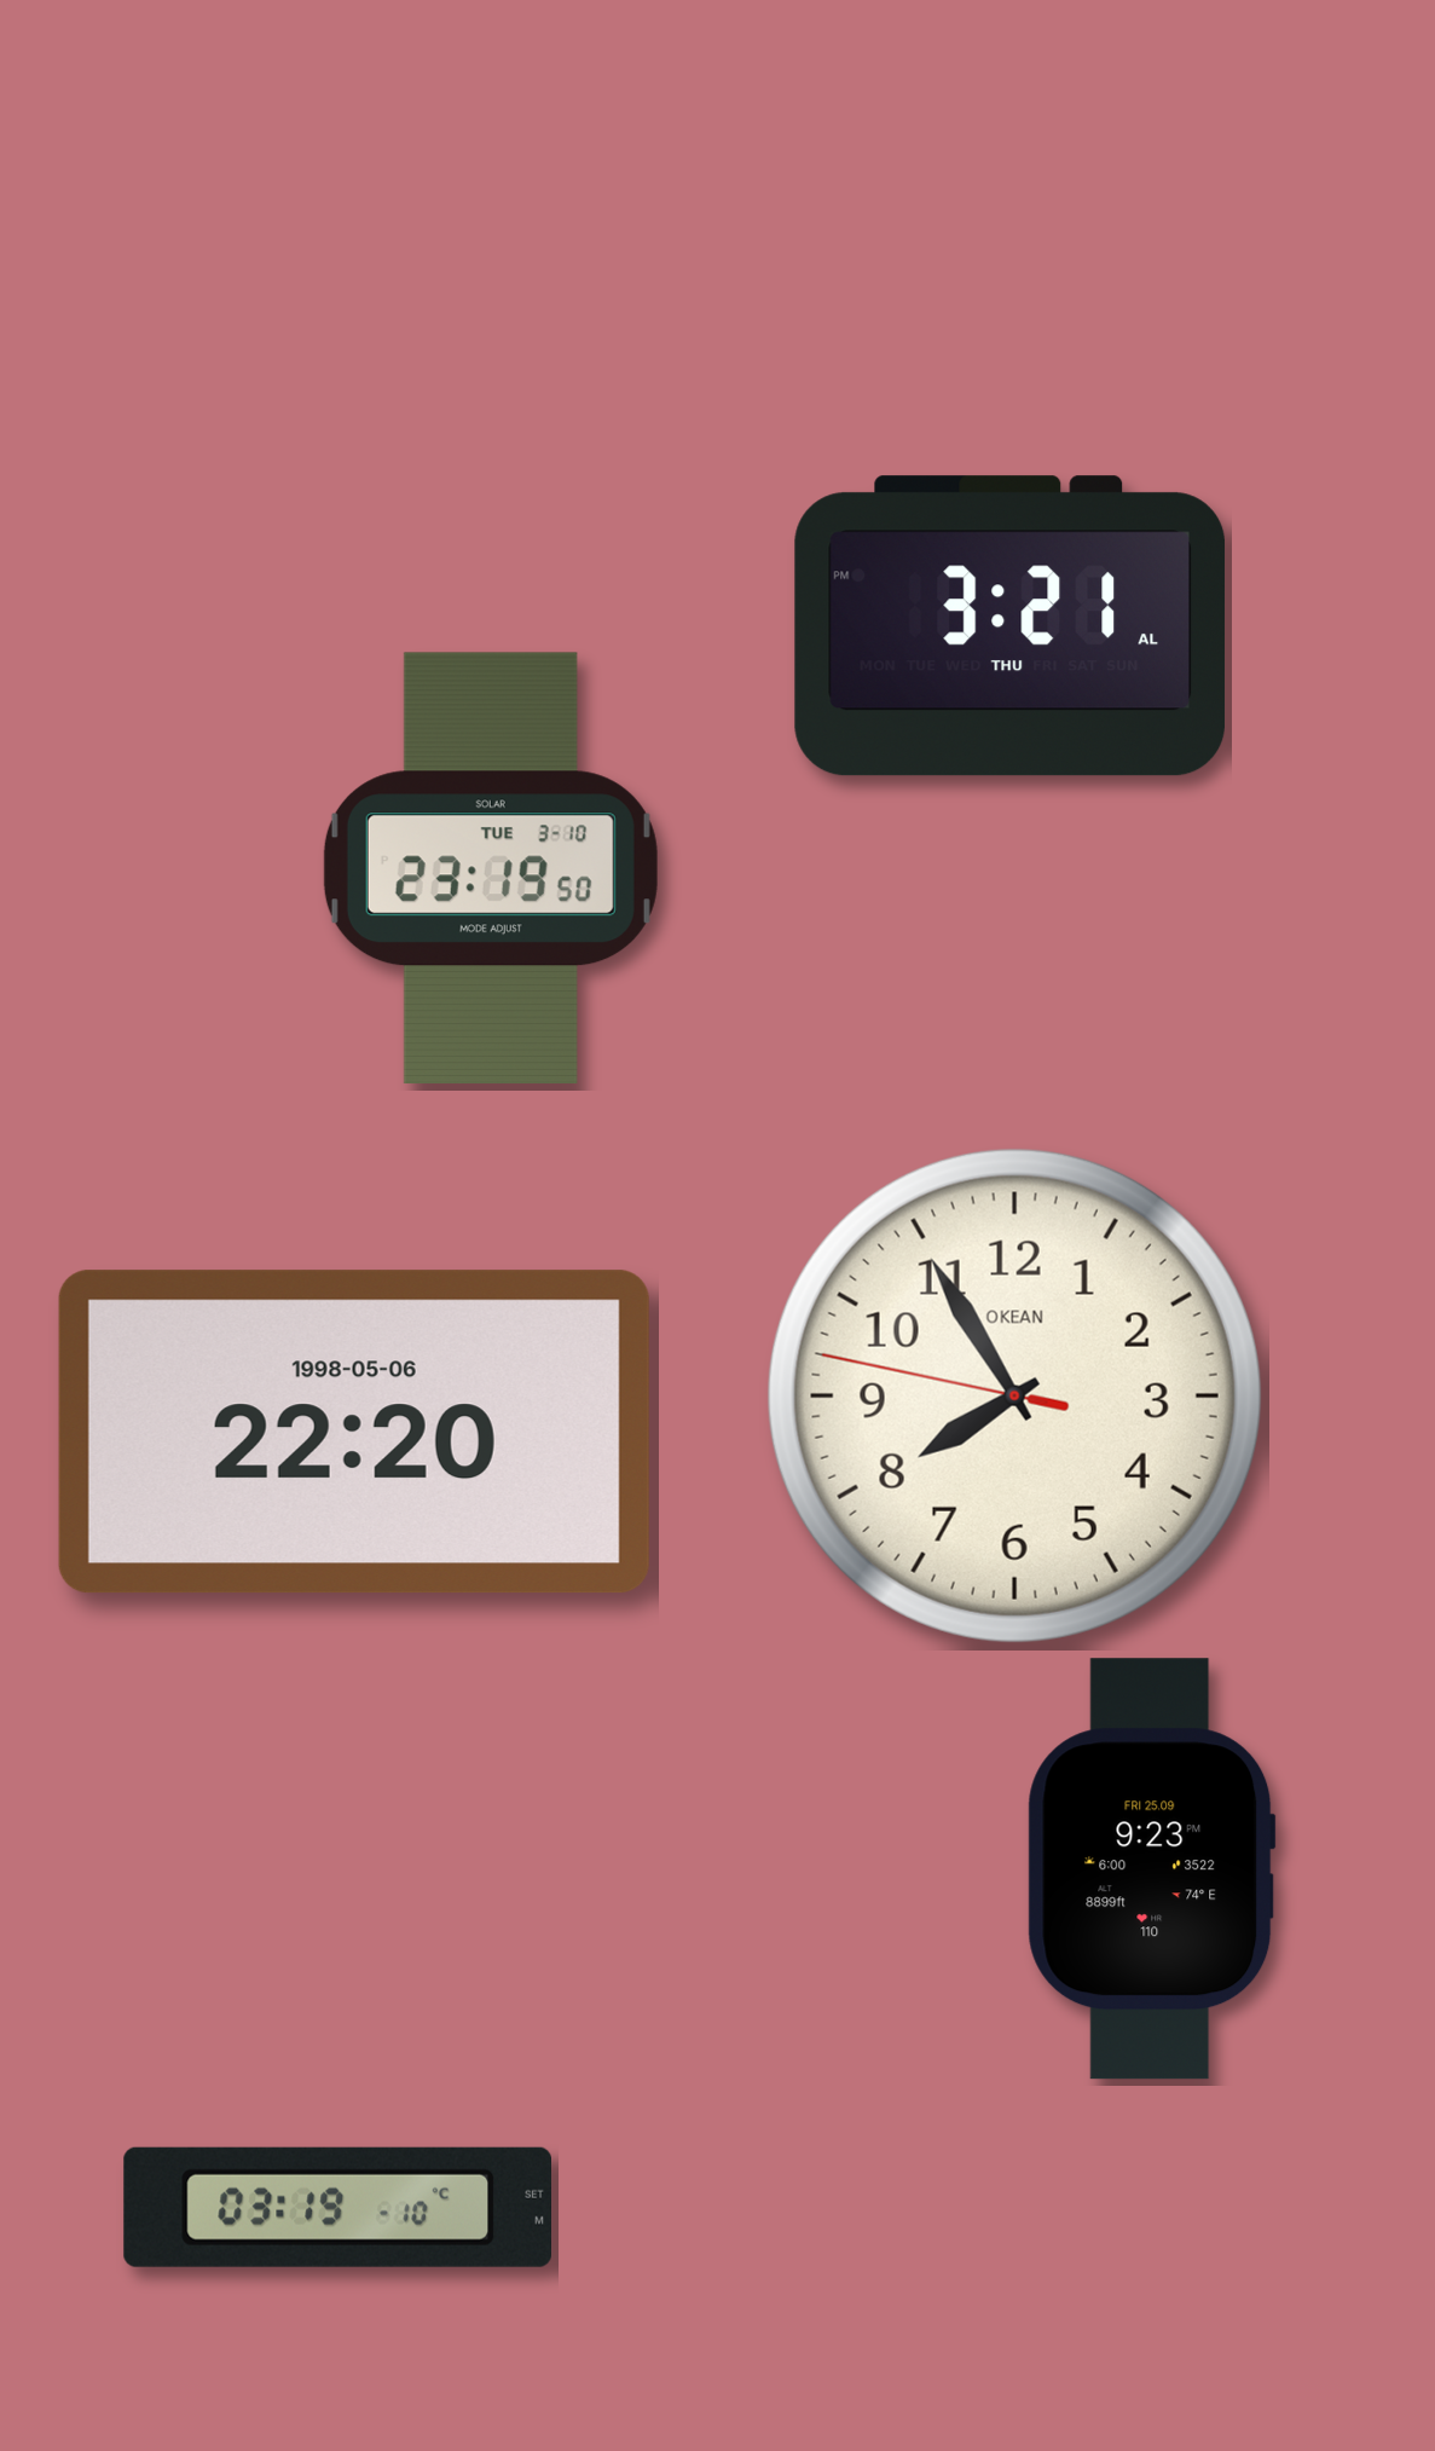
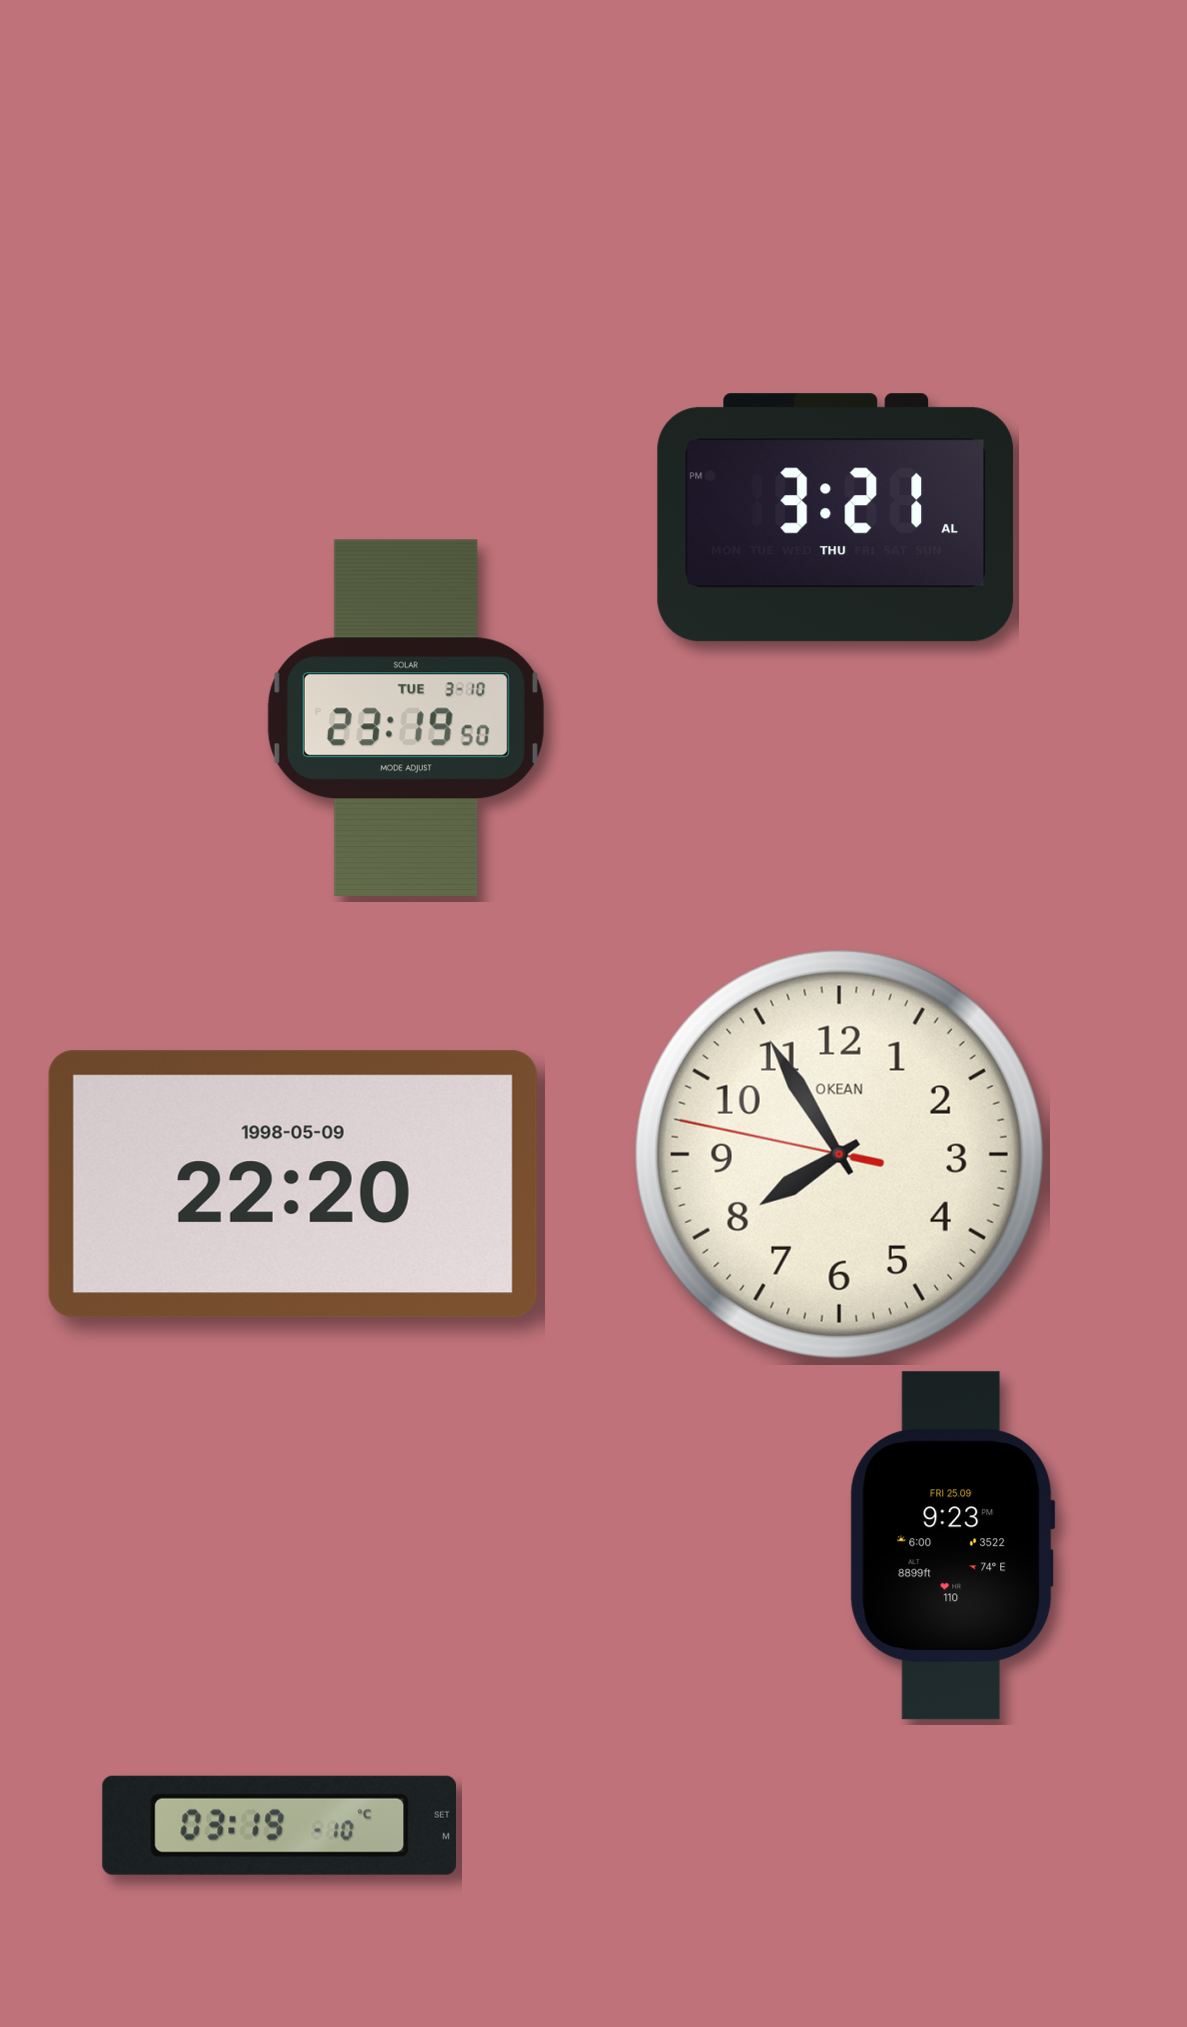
clock at (354, 1432) date: 1998-05-06 -> 1998-05-09
